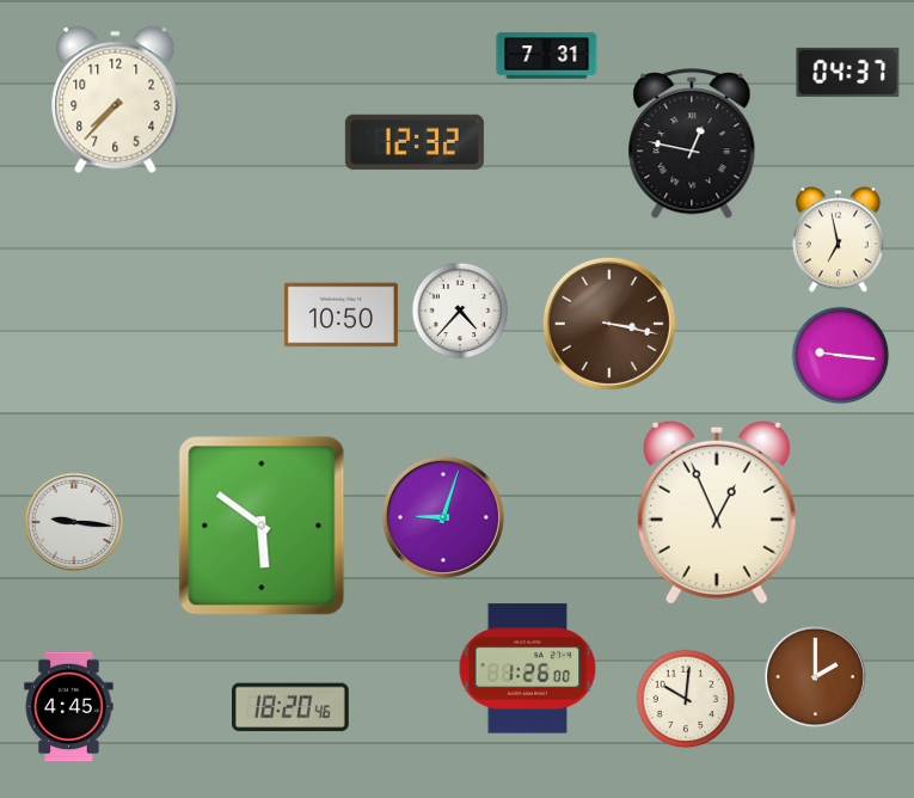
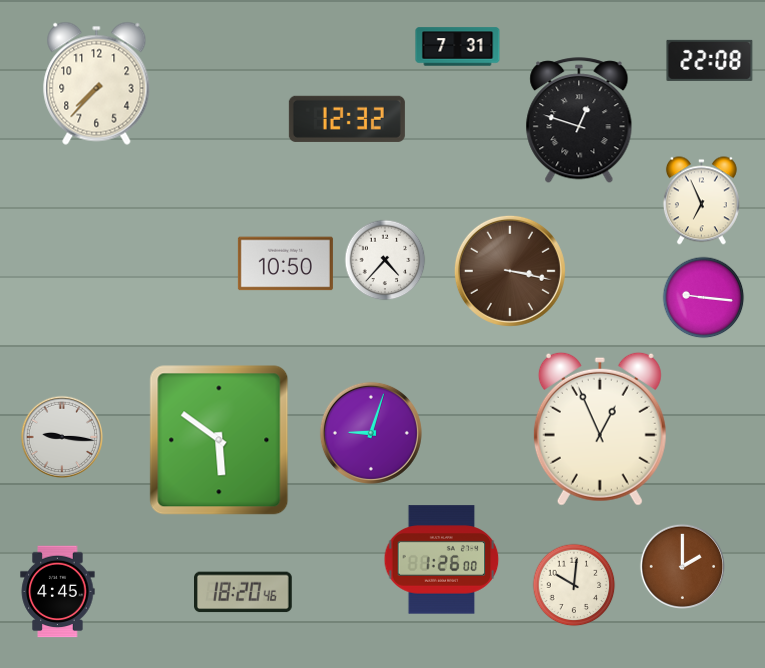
clock at (848, 72): 04:37 -> 22:08
clock at (692, 145): 12:47 -> 12:48
clock at (838, 240): 6:58 -> 6:56
